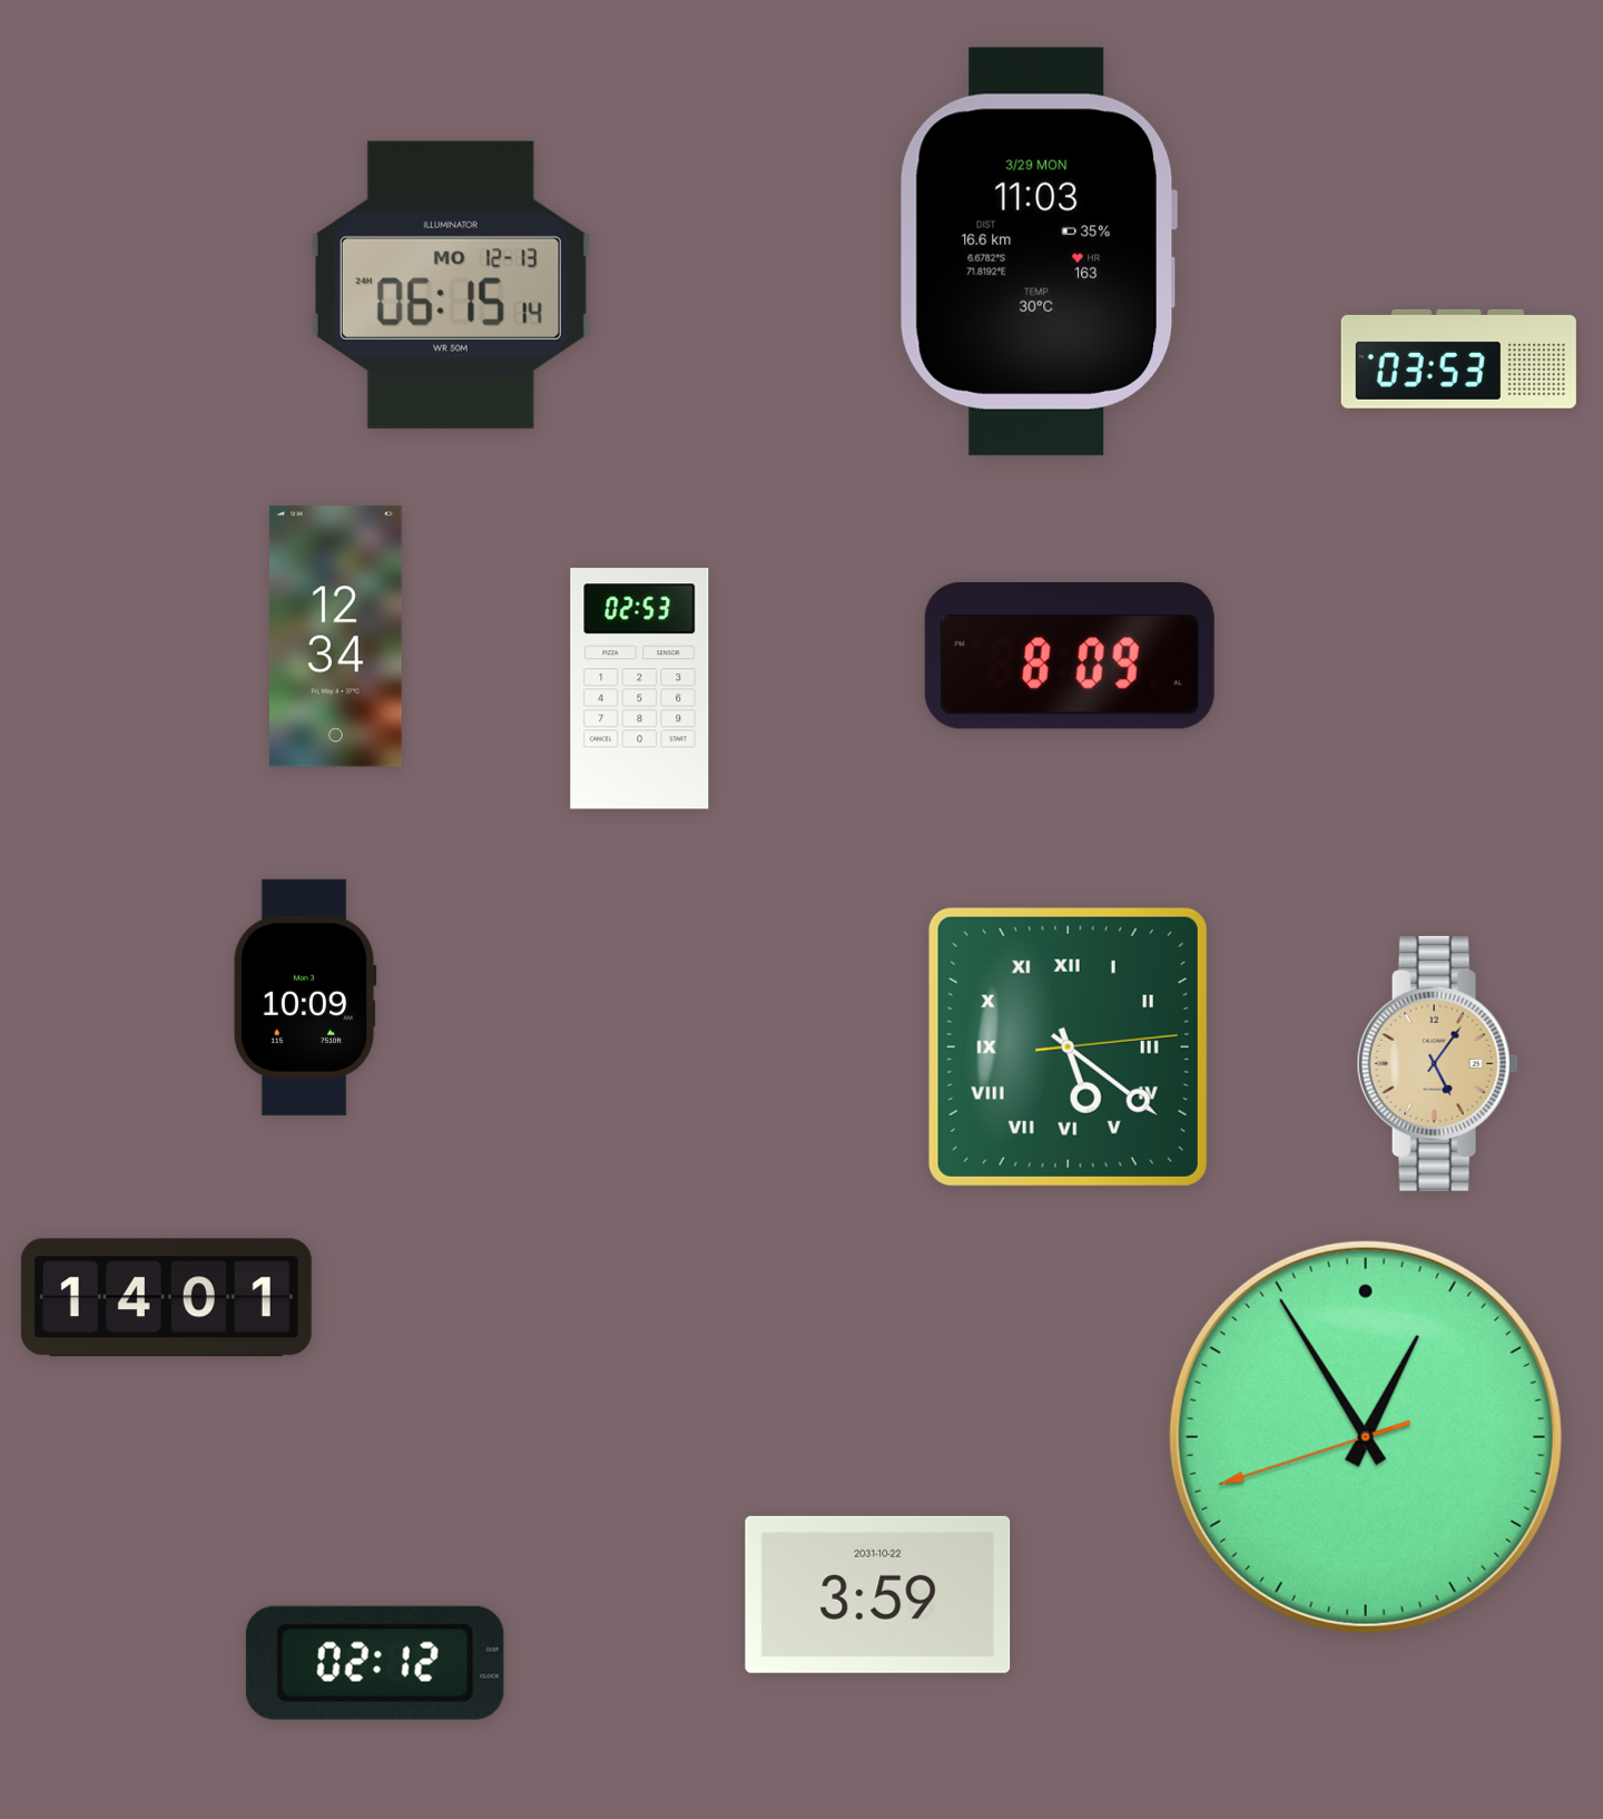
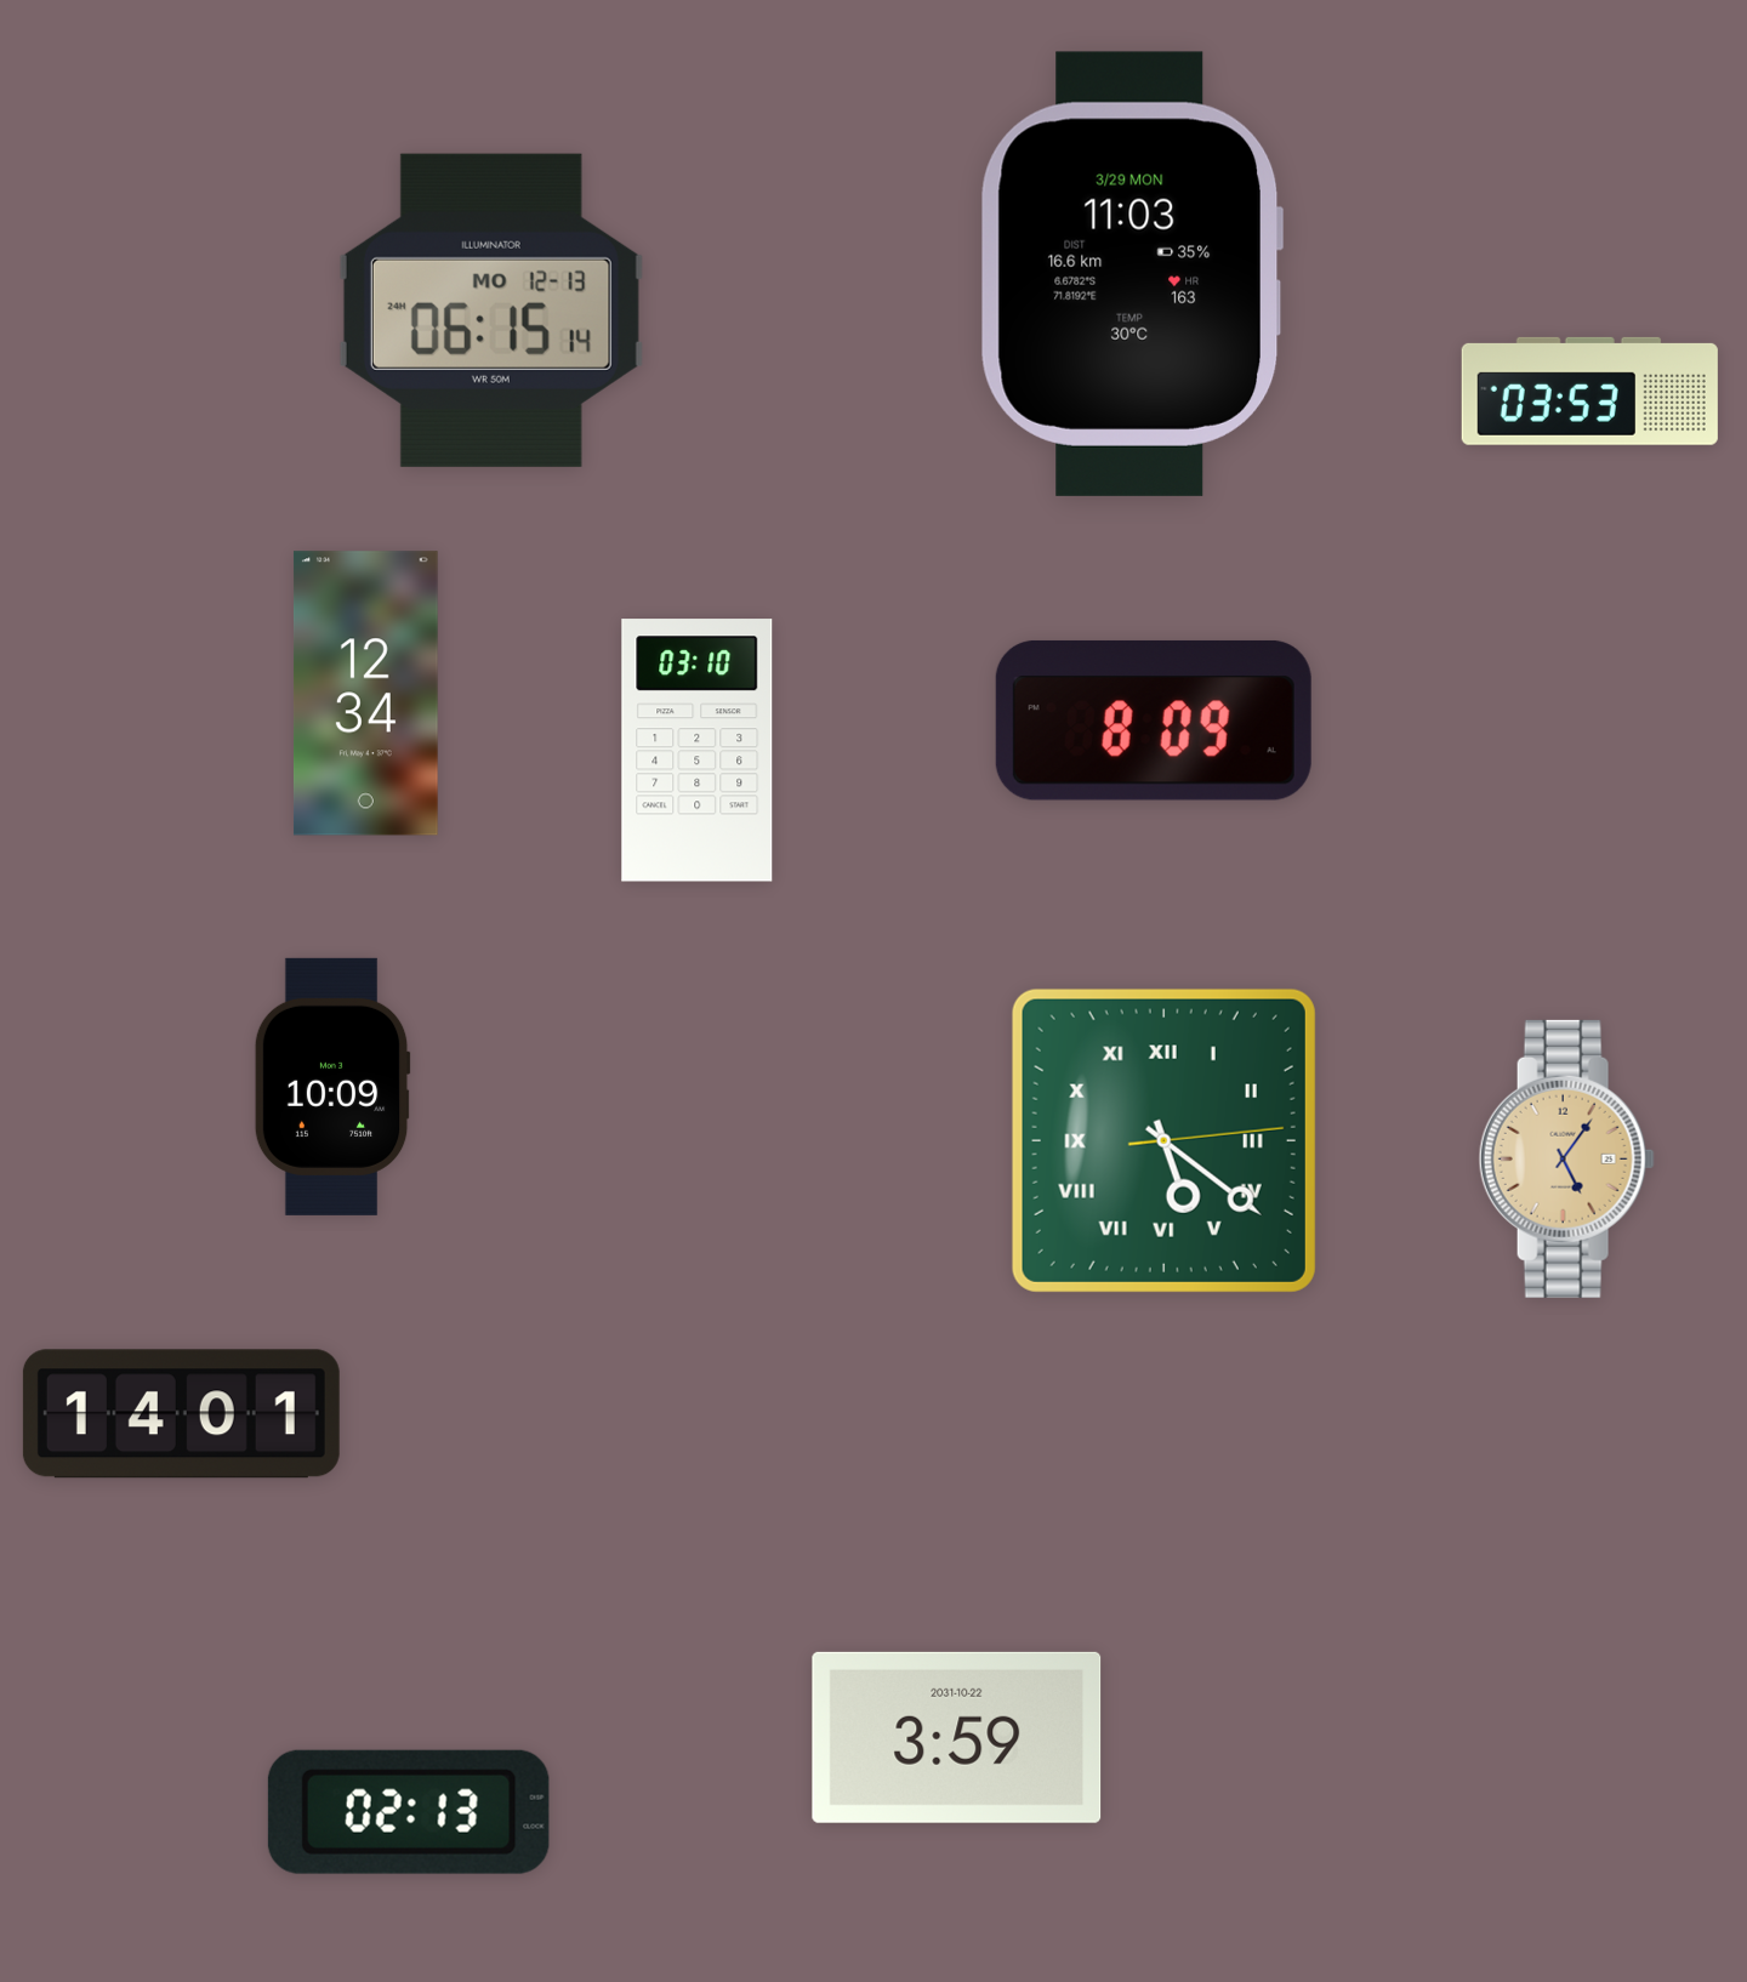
clock at (1070, 656) position: (1070, 656) -> (1154, 721)
clock at (640, 689): 02:53 -> 03:10
clock at (1366, 1437): 12:54 -> none
clock at (375, 1663): 02:12 -> 02:13
